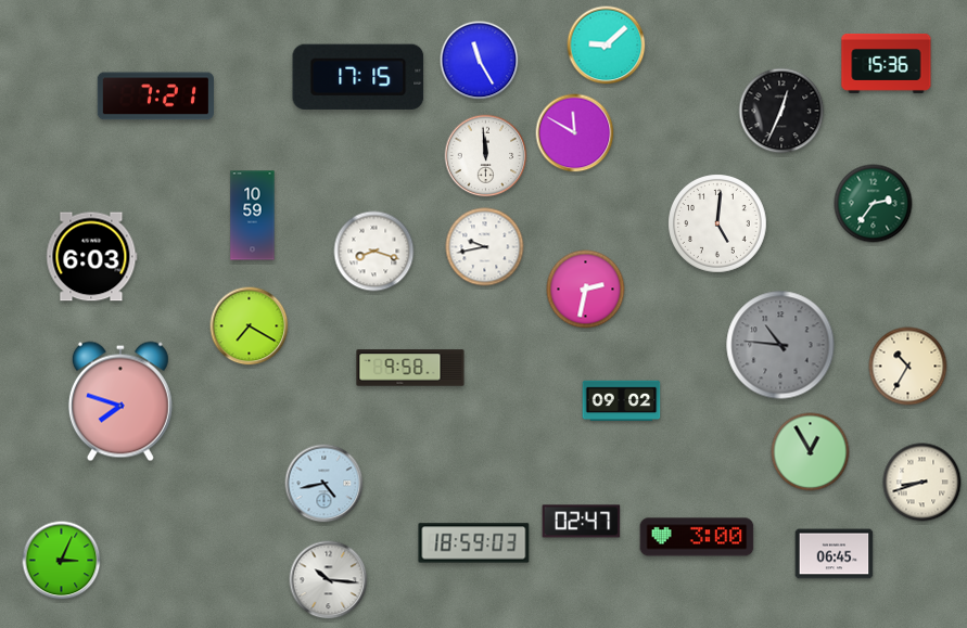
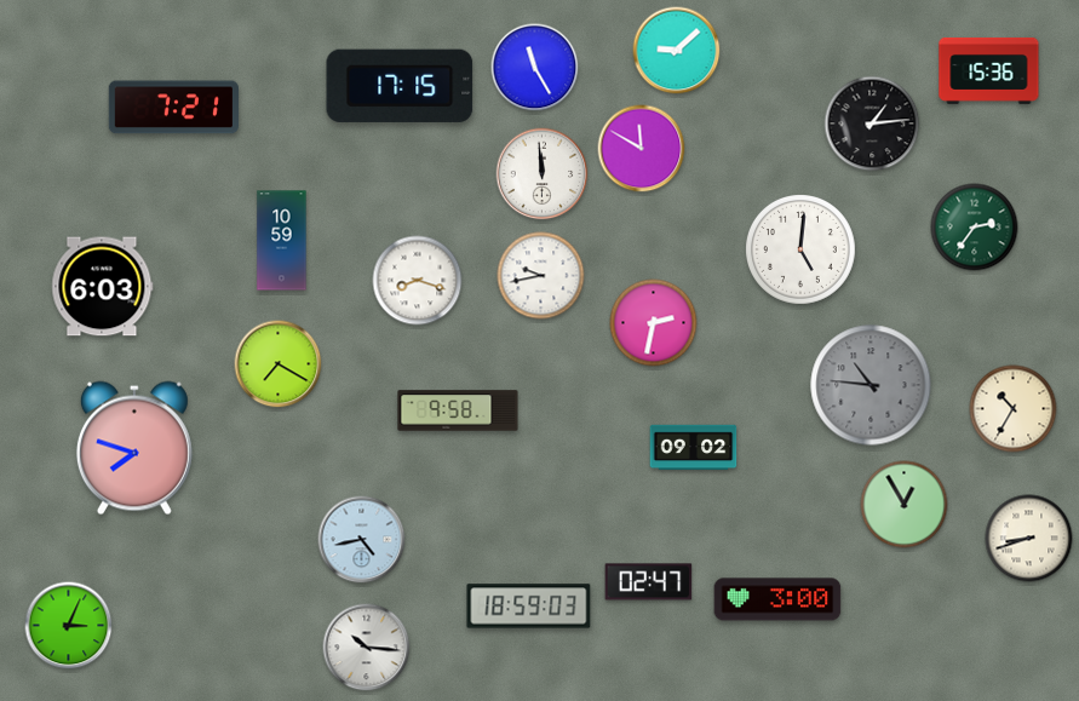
clock at (781, 111): 12:34 -> 1:14
clock at (835, 554): 06:45 -> none
